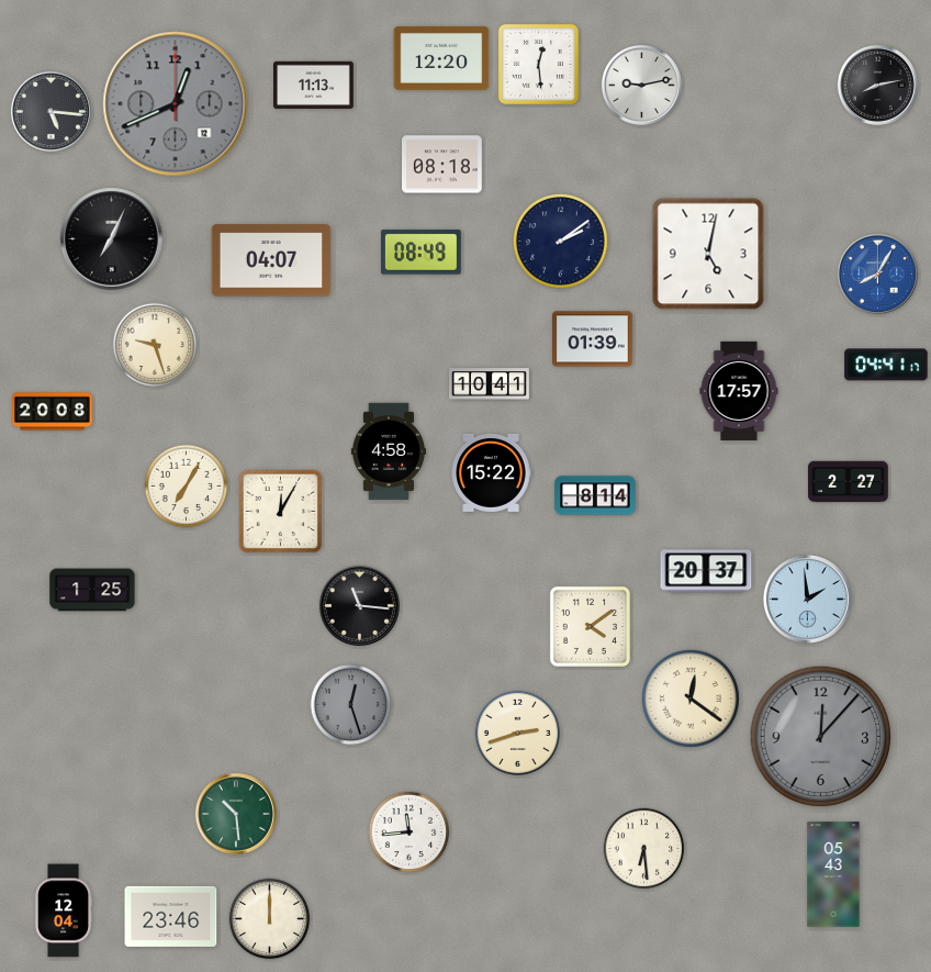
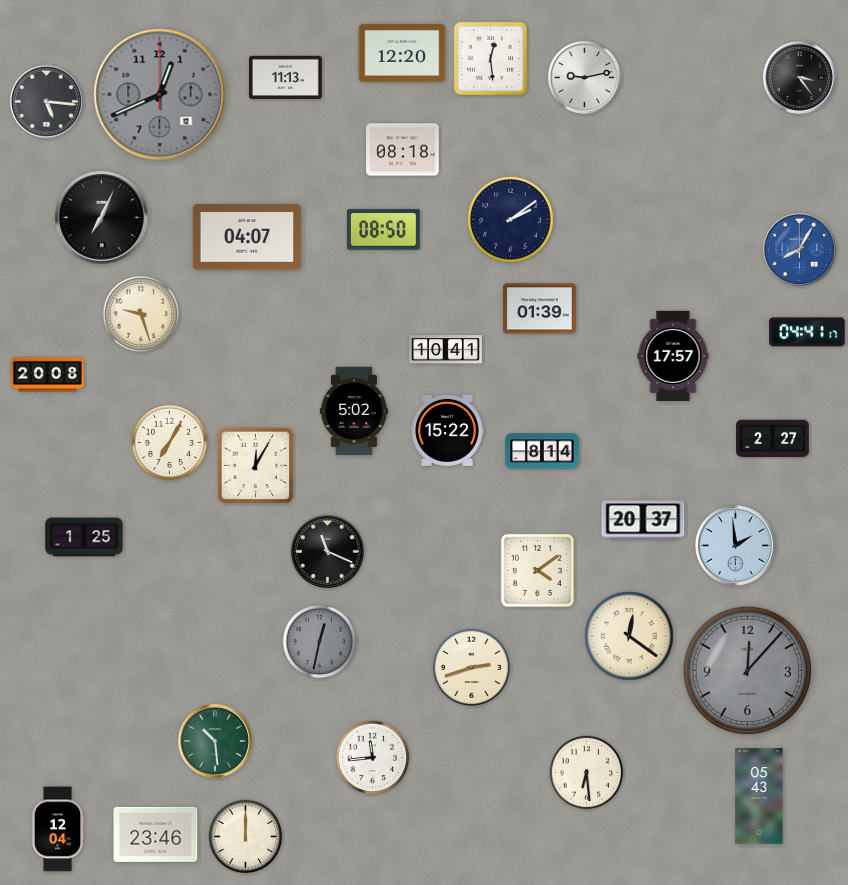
clock at (877, 85): 8:13 -> 3:24
clock at (422, 253): 08:49 -> 08:50
clock at (708, 254): 5:02 -> none
clock at (389, 451): 4:58 -> 5:02
clock at (359, 605): 11:16 -> 11:19
clock at (351, 705): 12:27 -> 12:32
